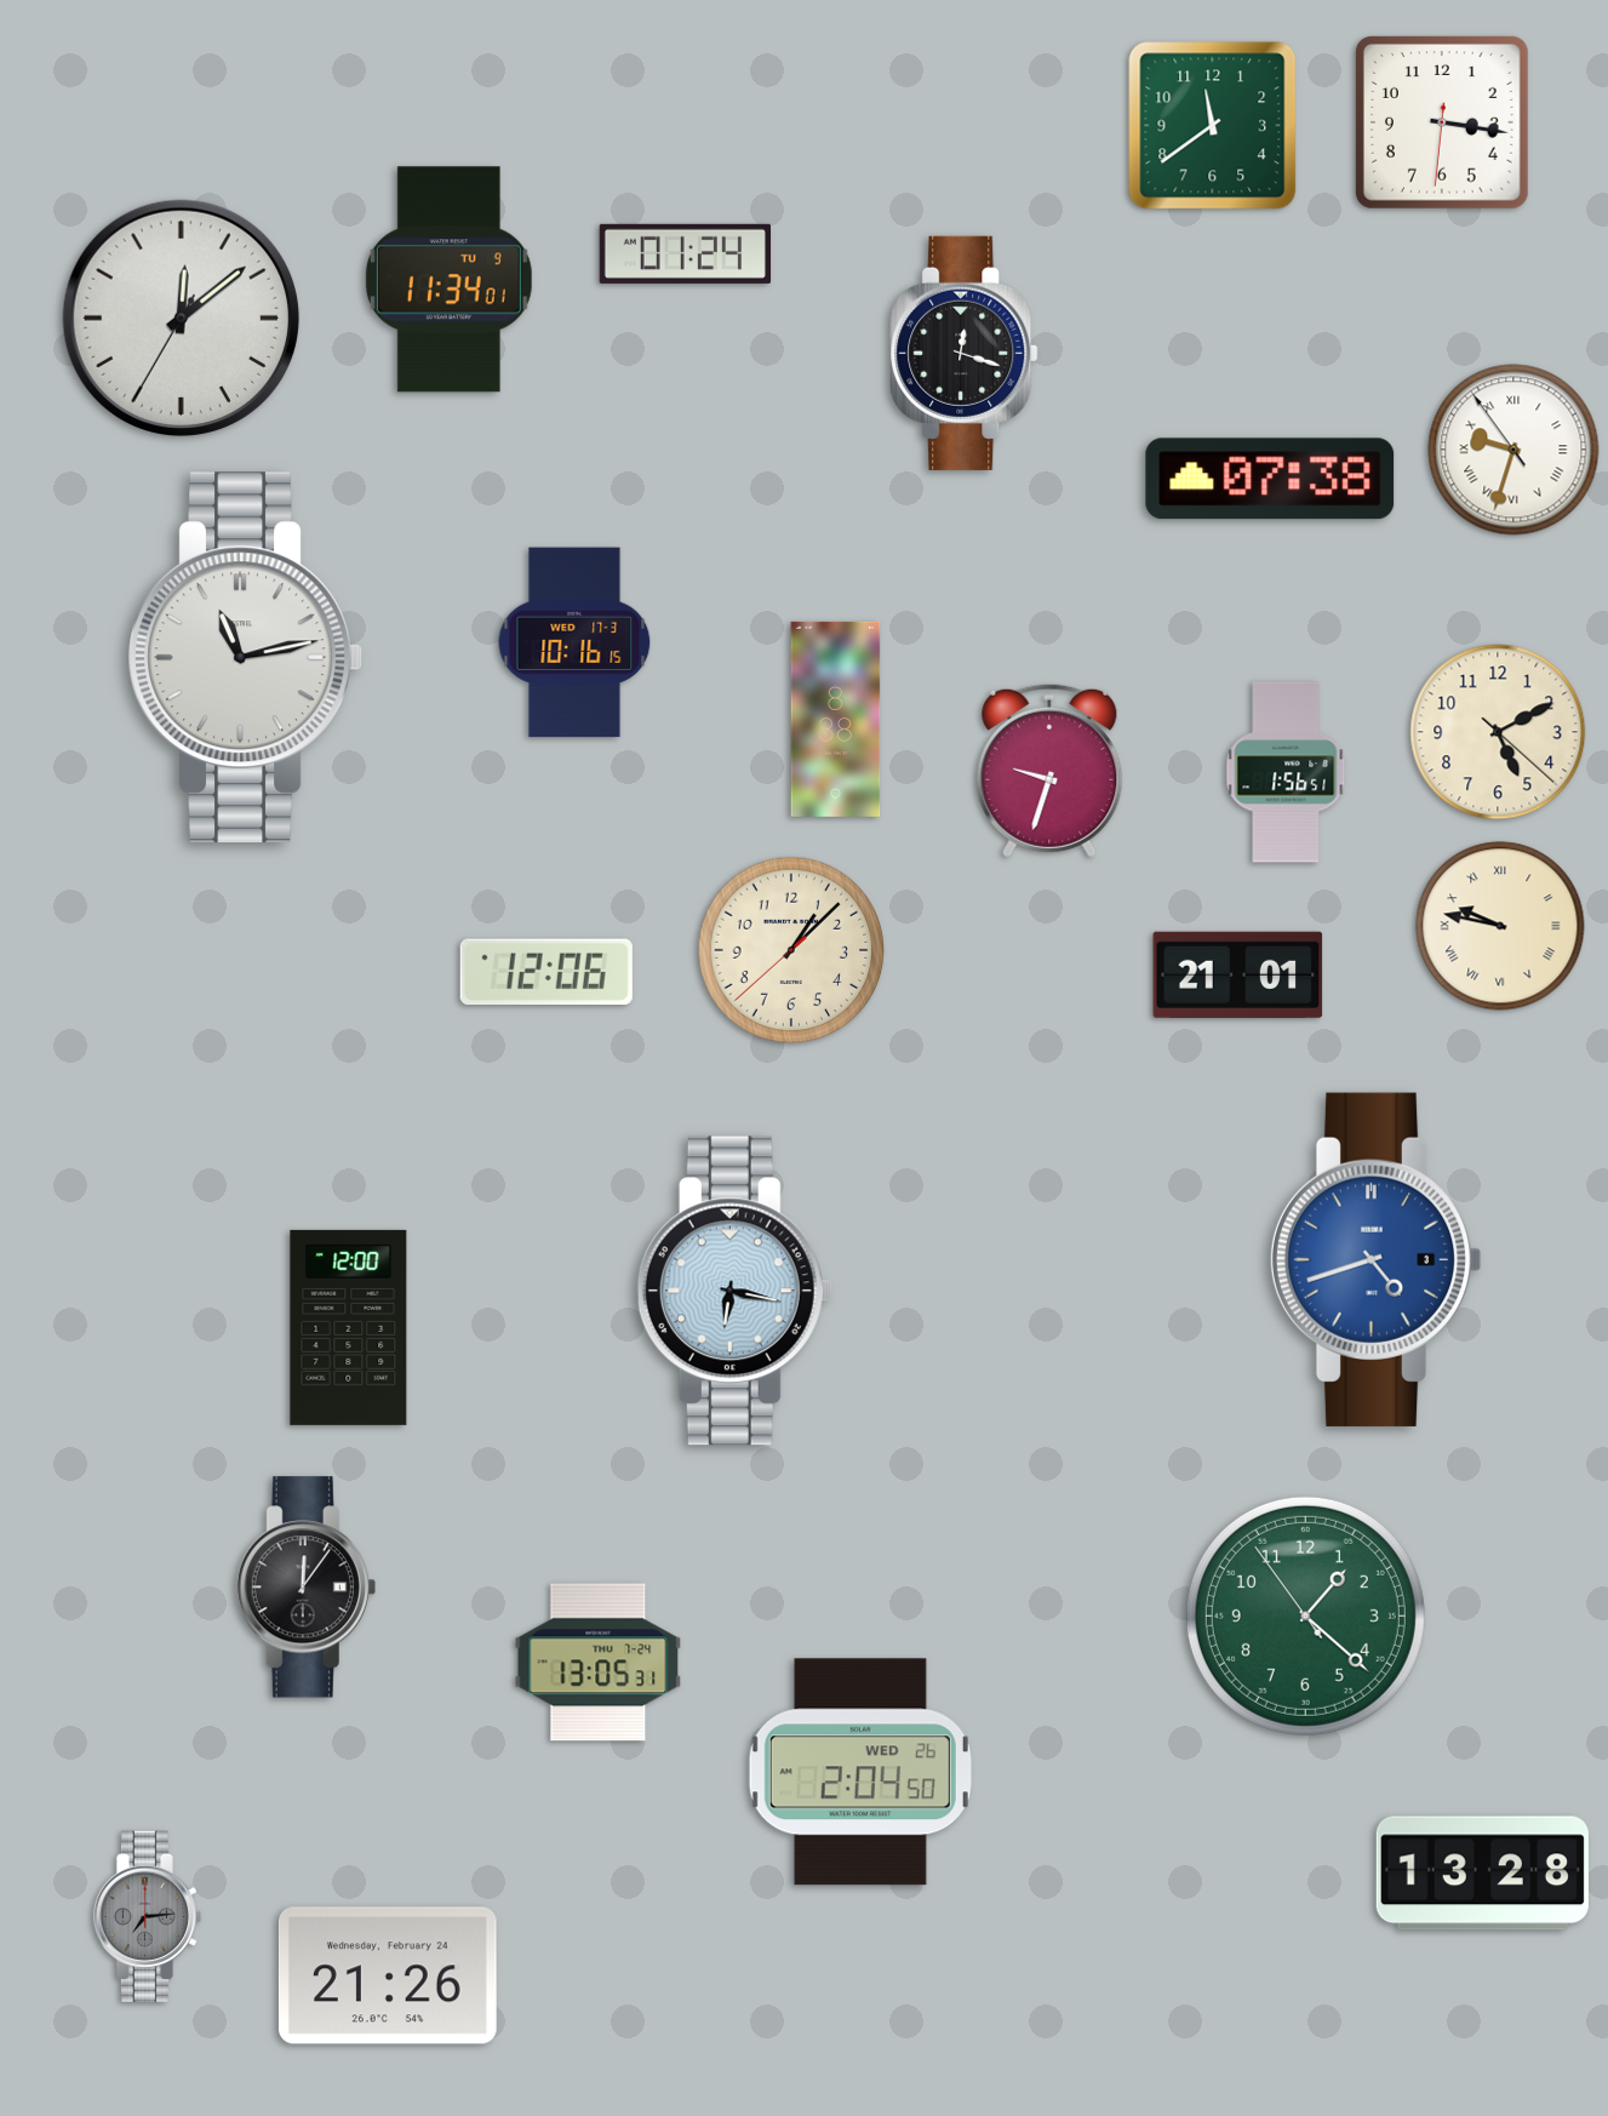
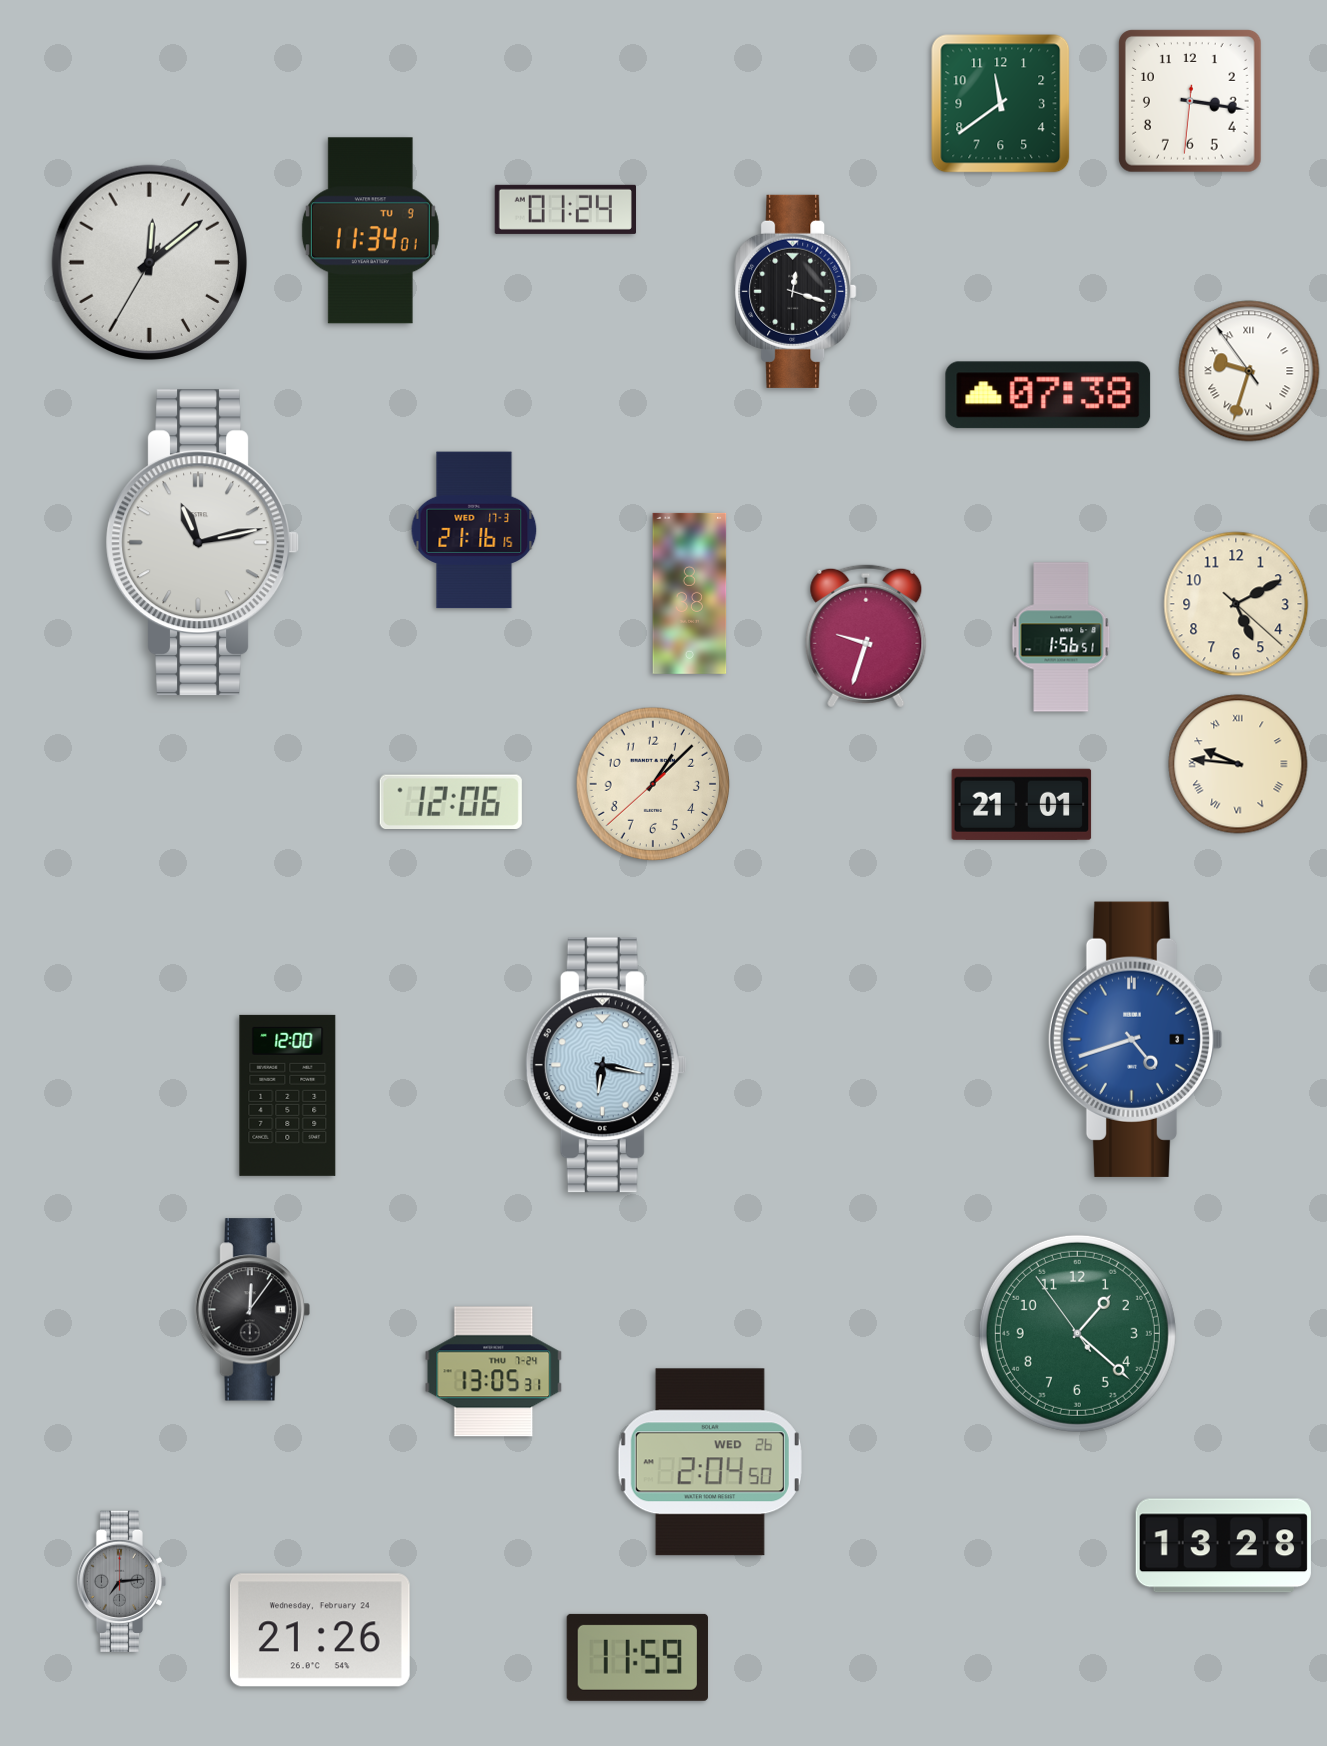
clock at (574, 642): 10:16 -> 21:16
clock at (1500, 926): 9:47 -> 9:46
clock at (637, 1657): none -> 11:59
